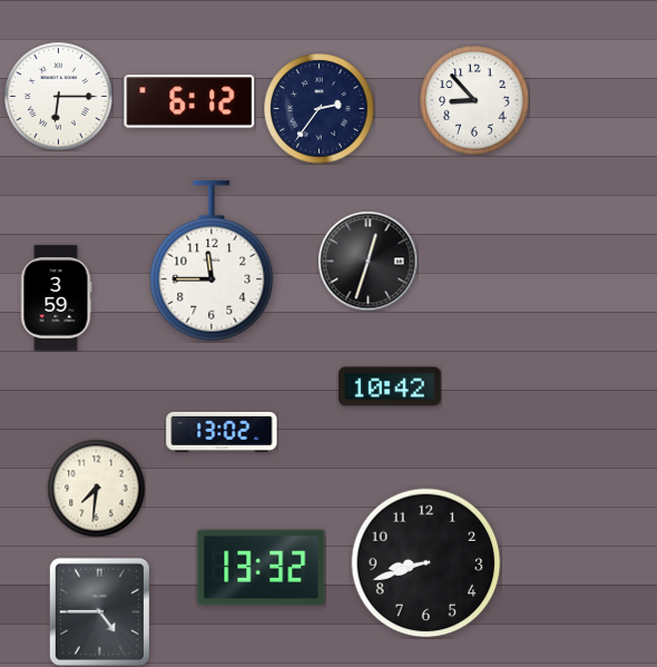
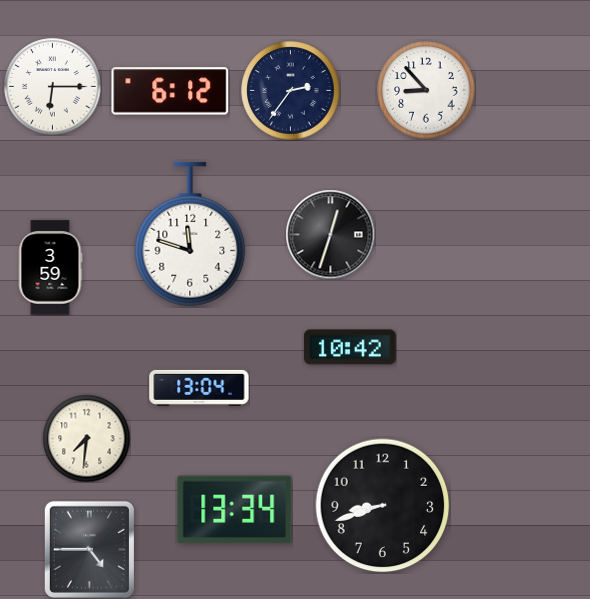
clock at (320, 109) position: (320, 109) -> (291, 91)
clock at (212, 261): 11:45 -> 11:48
clock at (222, 432): 13:02 -> 13:04
clock at (262, 568): 13:32 -> 13:34
